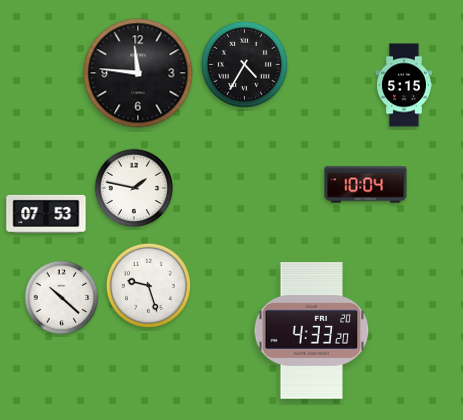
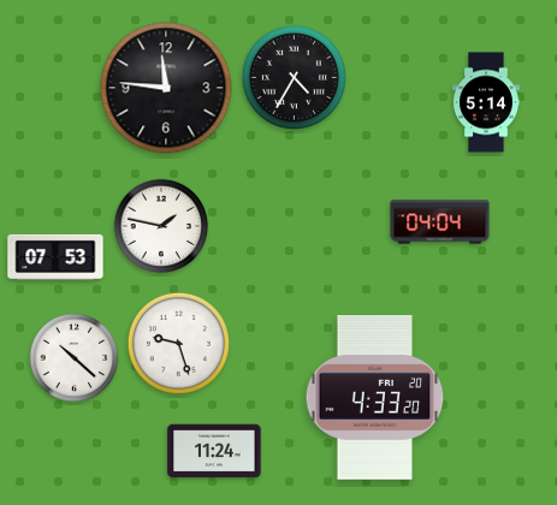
clock at (404, 85): 5:15 -> 5:14
clock at (366, 185): 10:04 -> 04:04
clock at (214, 451): none -> 11:24
